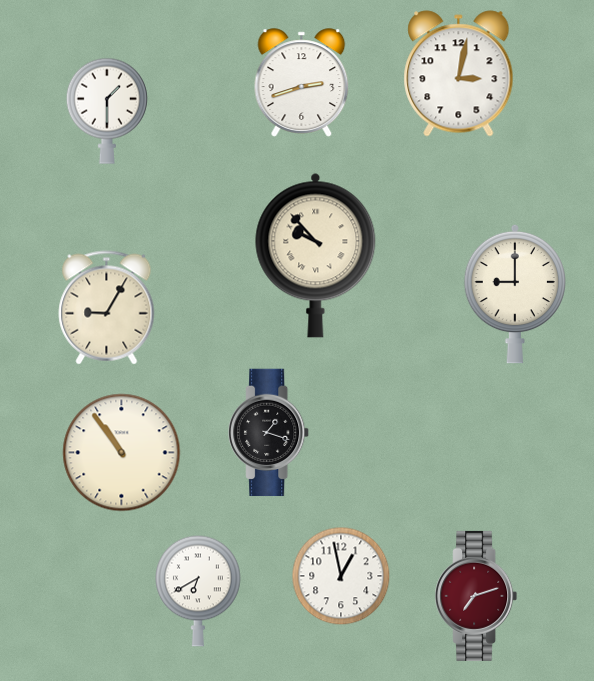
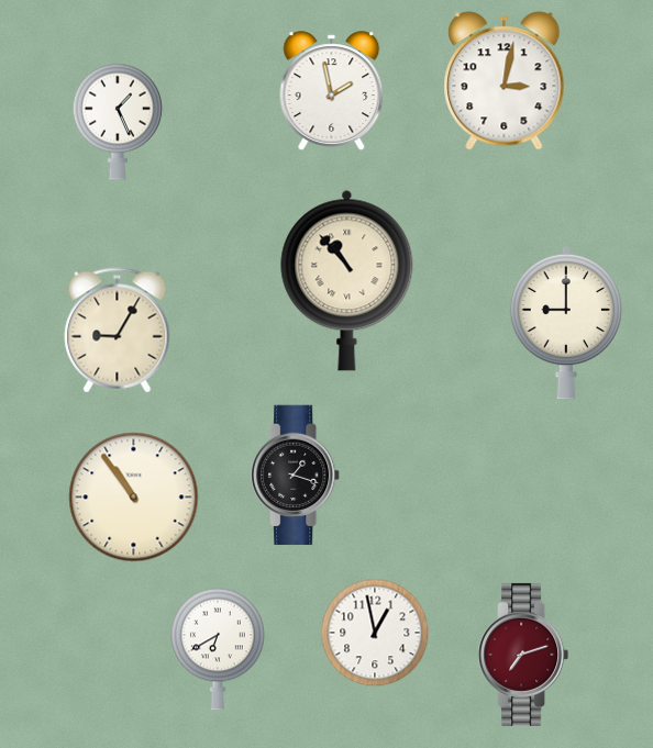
clock at (302, 83): 2:42 -> 1:58
clock at (107, 111): 1:30 -> 1:26
clock at (316, 255): 9:53 -> 10:53
clock at (107, 308) position: (107, 308) -> (118, 331)
